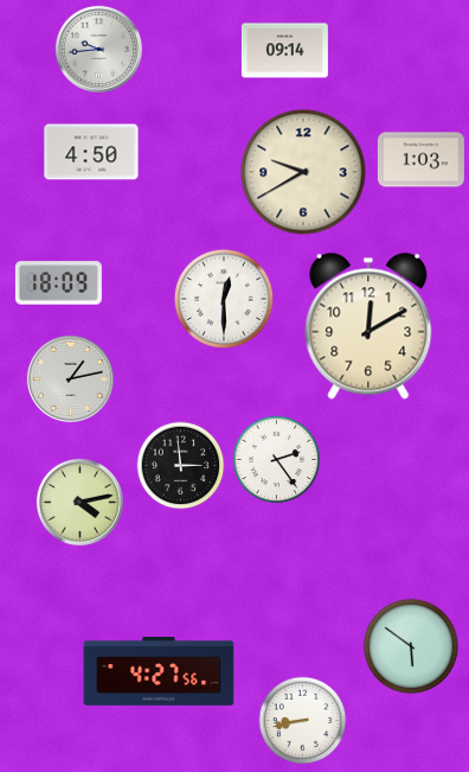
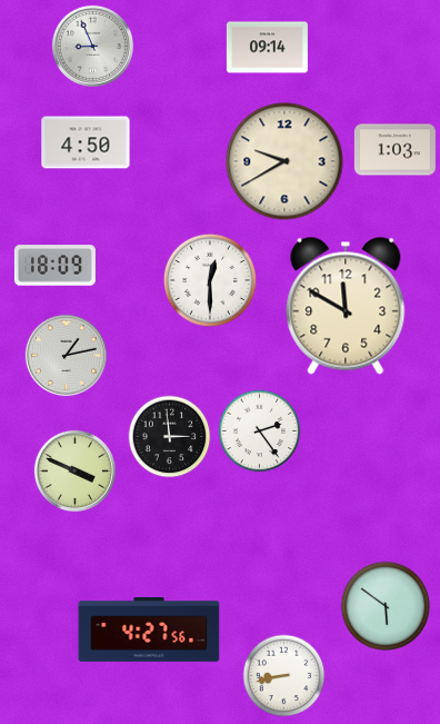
clock at (98, 49): 9:44 -> 8:56
clock at (368, 326): 12:10 -> 11:50
clock at (79, 502): 4:13 -> 3:49
